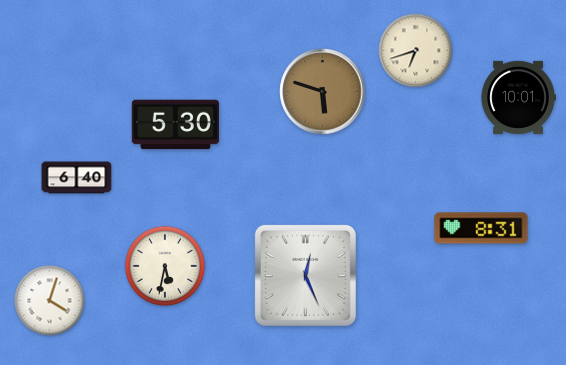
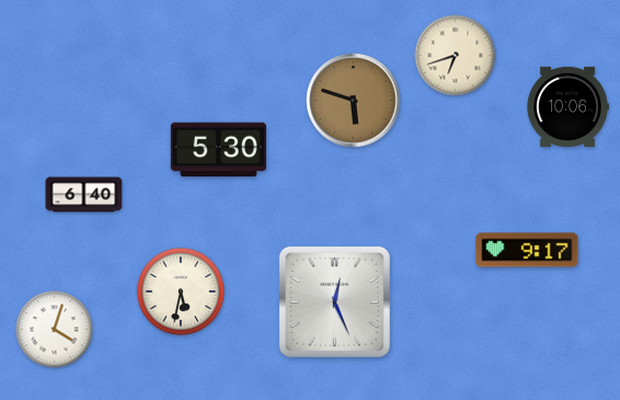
clock at (518, 97): 10:01 -> 10:06
clock at (175, 125) position: (175, 125) -> (218, 150)
clock at (481, 228): 8:31 -> 9:17
